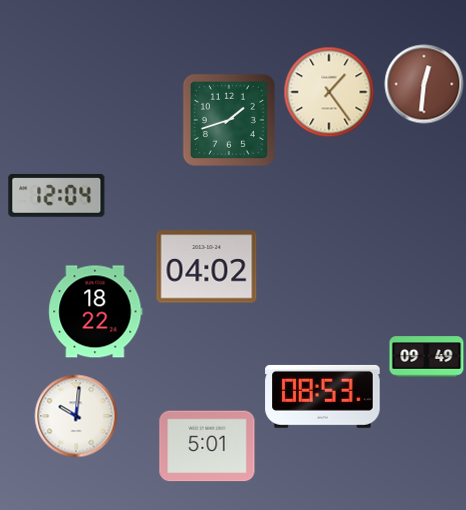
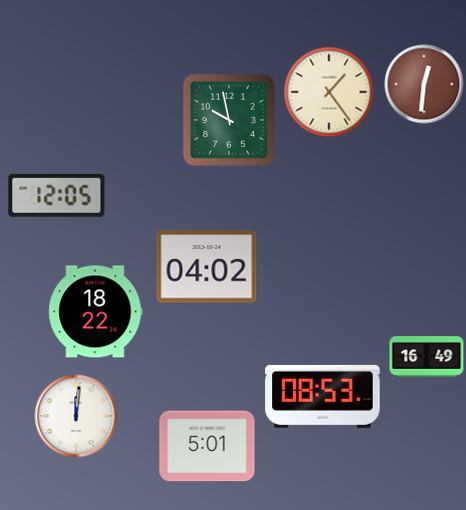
clock at (229, 120): 1:42 -> 9:58
clock at (57, 195): 12:04 -> 12:05
clock at (427, 357): 09:49 -> 16:49
clock at (76, 416): 10:01 -> 12:01
